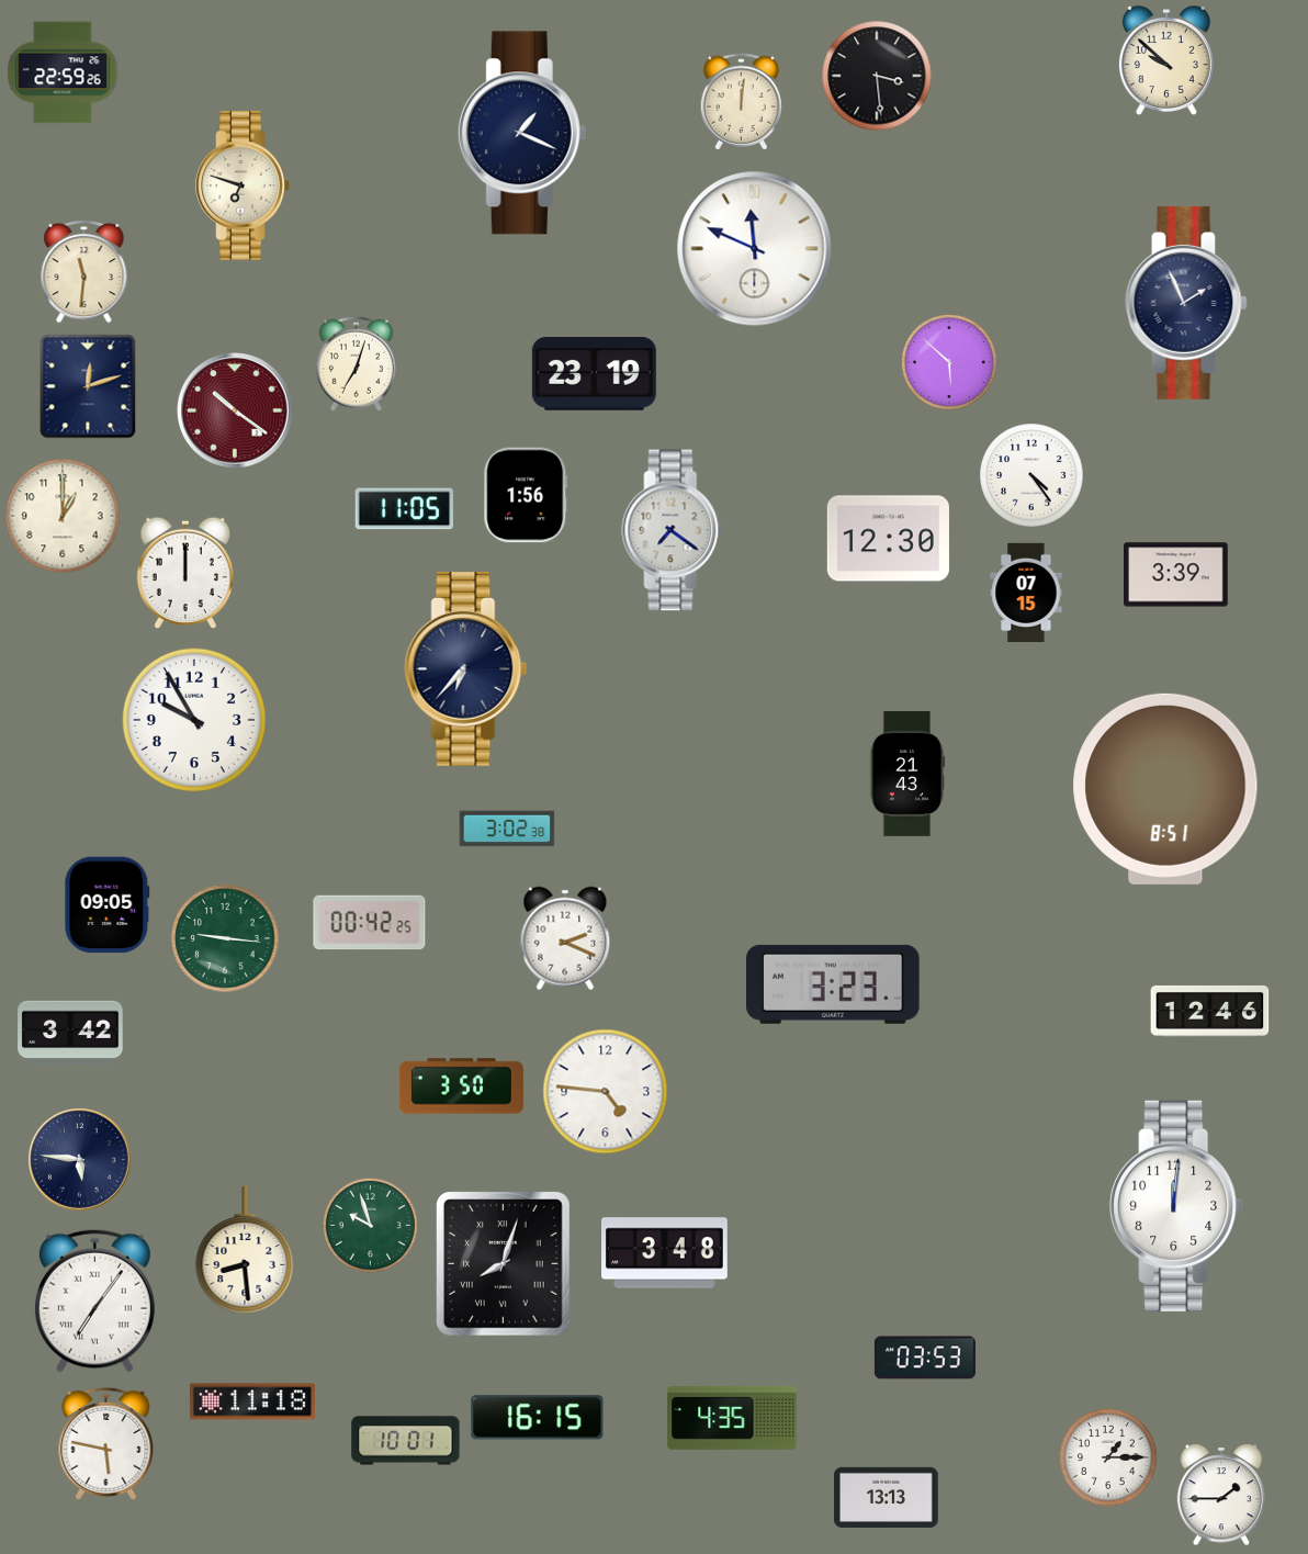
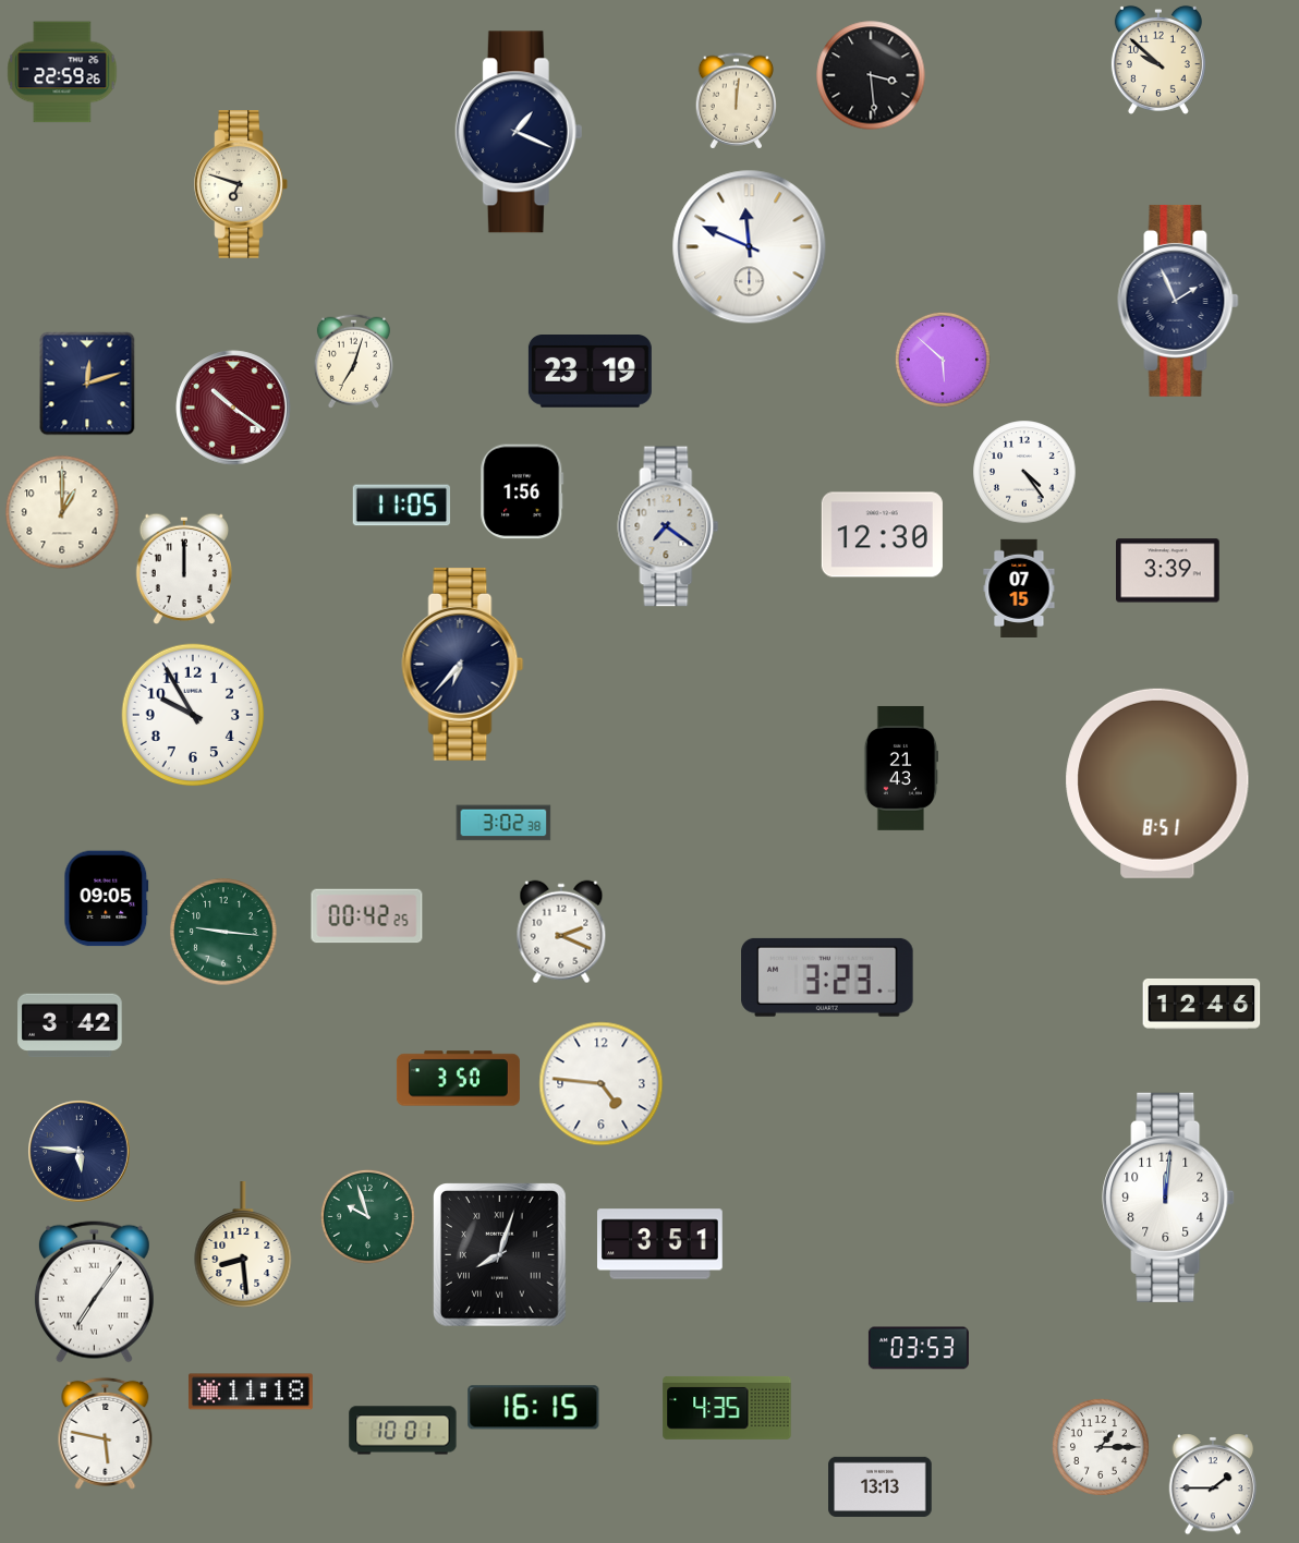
clock at (84, 271): 11:31 -> none
clock at (245, 1250) position: (245, 1250) -> (243, 1244)
clock at (665, 1253): 3:48 -> 3:51
